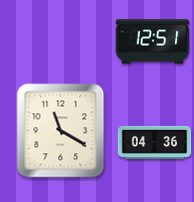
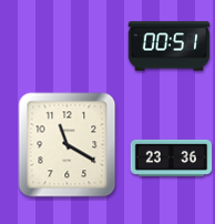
clock at (153, 42): 12:51 -> 00:51
clock at (155, 142): 04:36 -> 23:36
